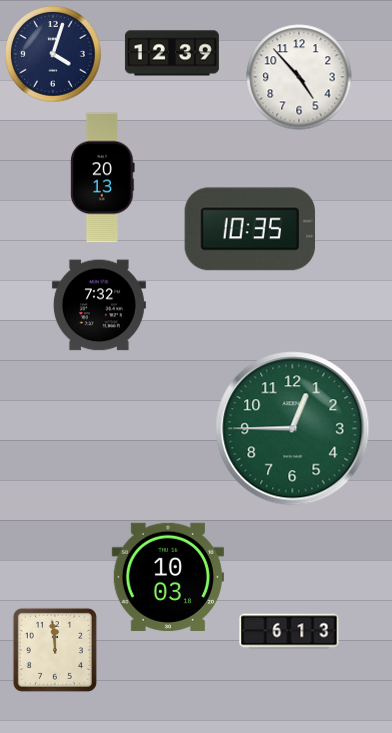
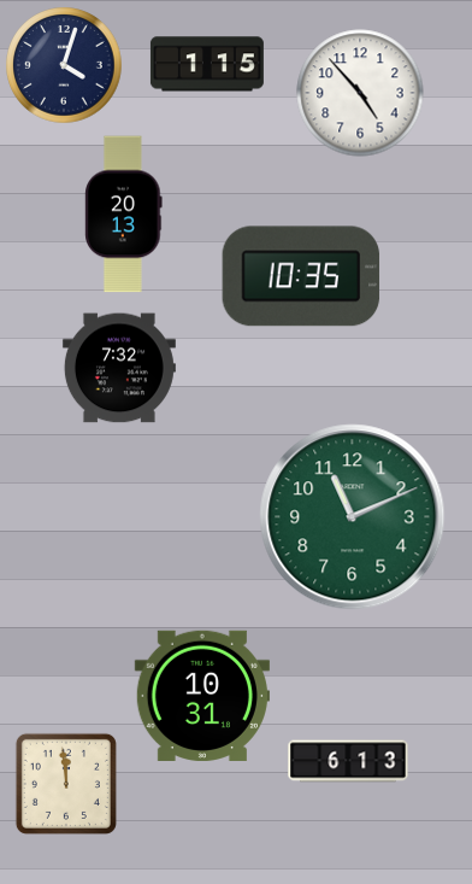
clock at (172, 53): 12:39 -> 1:15
clock at (293, 429): 12:45 -> 11:11
clock at (168, 577): 10:03 -> 10:31
